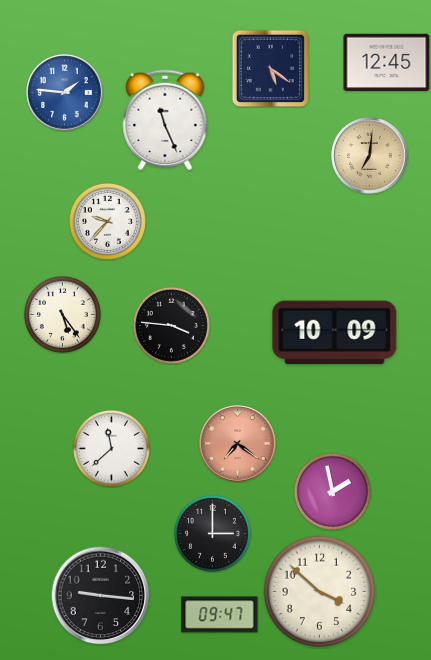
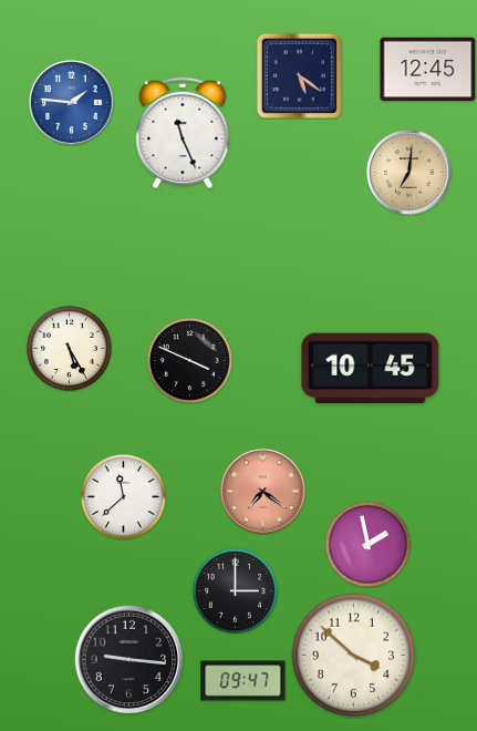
clock at (107, 221): 9:37 -> none
clock at (62, 314): 5:24 -> 5:25
clock at (171, 325): 3:46 -> 3:49
clock at (335, 333): 10:09 -> 10:45
clock at (101, 596) position: (101, 596) -> (129, 660)
